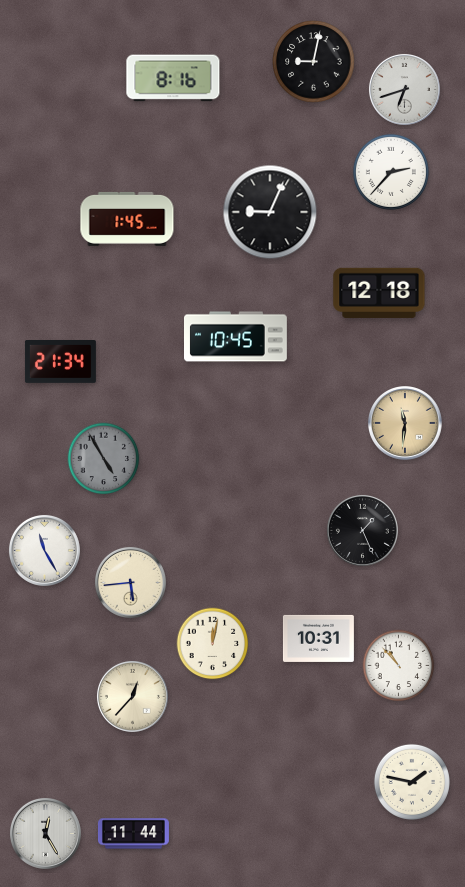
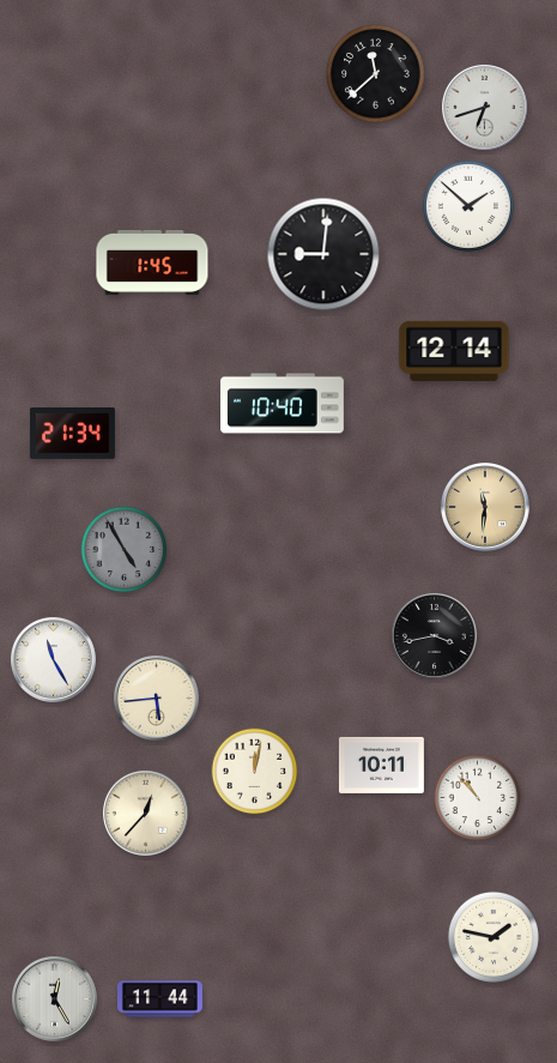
clock at (314, 62): 9:02 -> 11:38
clock at (173, 78): 8:16 -> none
clock at (391, 172): 2:37 -> 1:52
clock at (270, 212): 9:04 -> 9:01
clock at (379, 293): 12:18 -> 12:14
clock at (236, 337): 10:45 -> 10:40
clock at (362, 530): 1:26 -> 3:43
clock at (318, 638): 10:31 -> 10:11
clock at (132, 696) position: (132, 696) -> (145, 813)
